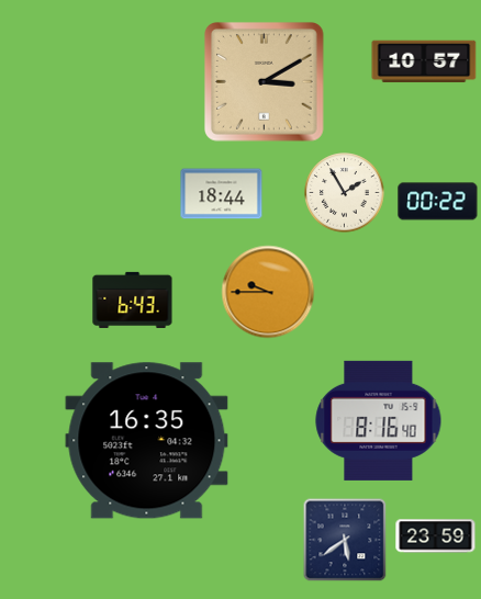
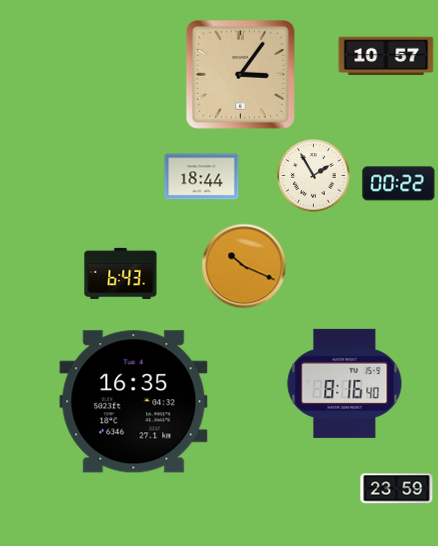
clock at (265, 82): 3:10 -> 3:06
clock at (268, 292): 9:45 -> 10:19
clock at (345, 540): 5:39 -> none
